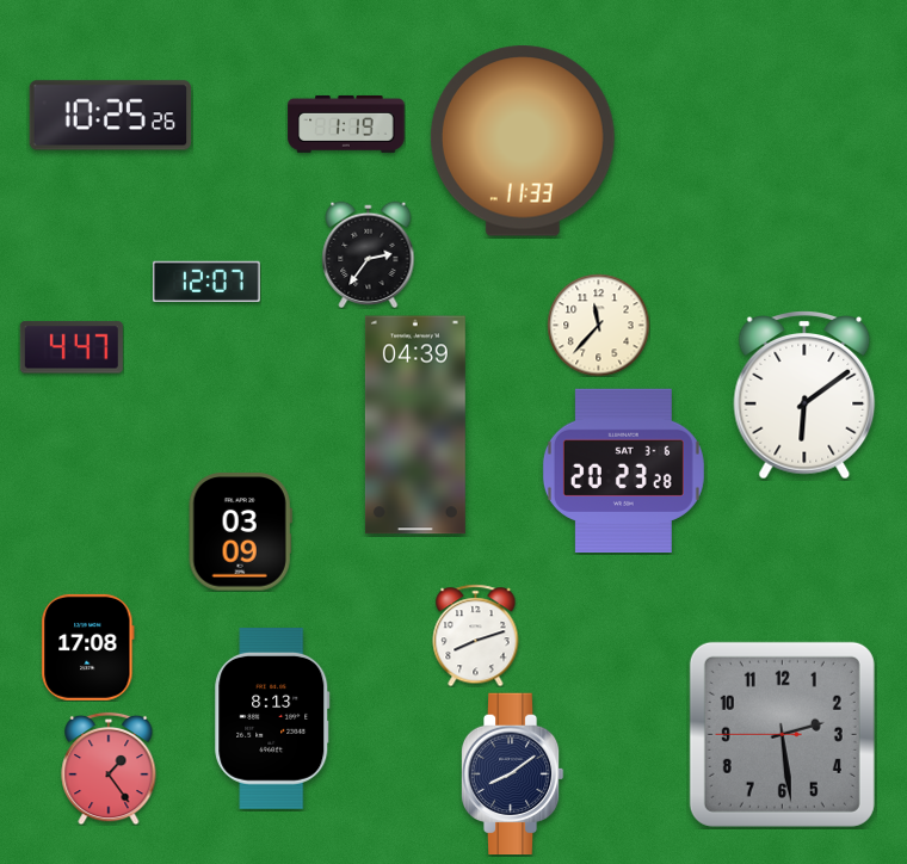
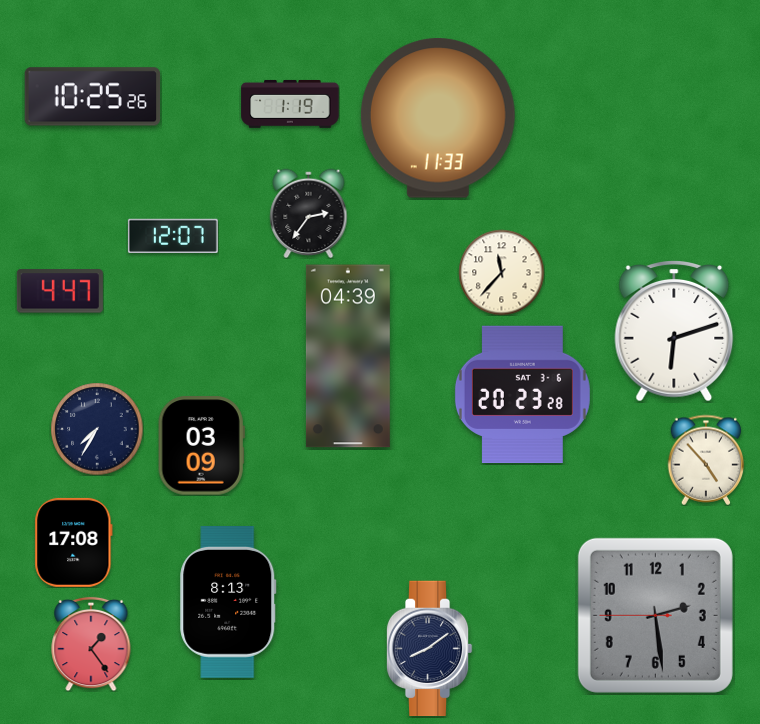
clock at (804, 395): 6:09 -> 6:12
clock at (97, 429): none -> 7:35
clock at (706, 460): none -> 4:53
clock at (476, 635): 8:12 -> none
